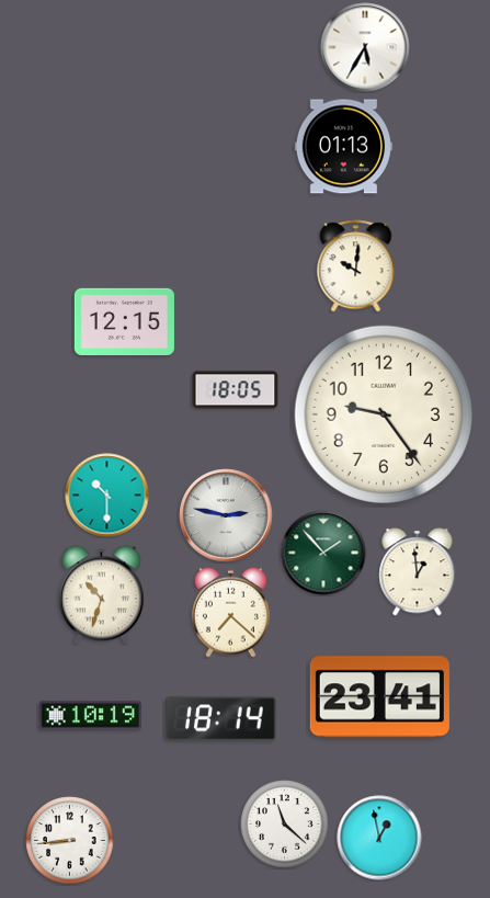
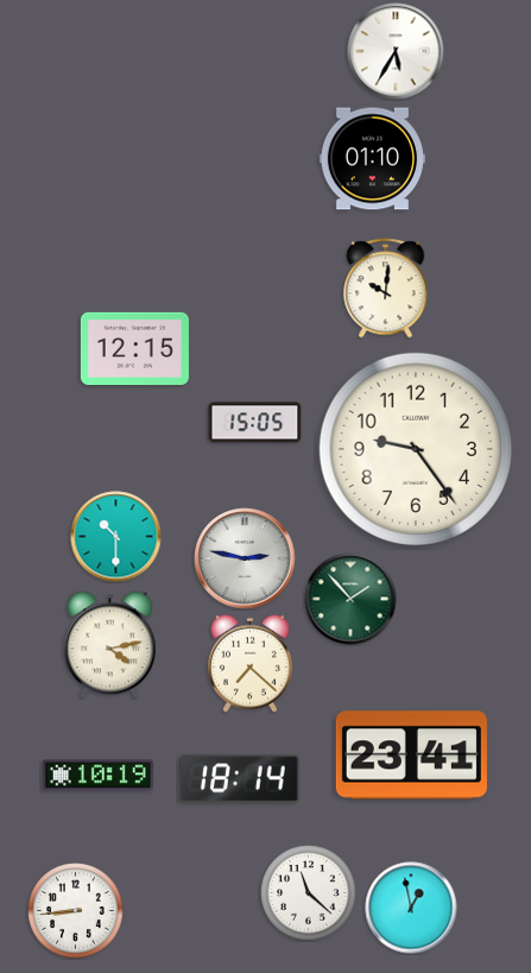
clock at (343, 147): 01:13 -> 01:10
clock at (236, 390): 18:05 -> 15:05
clock at (418, 572): 12:59 -> none
clock at (101, 595): 10:33 -> 4:13
